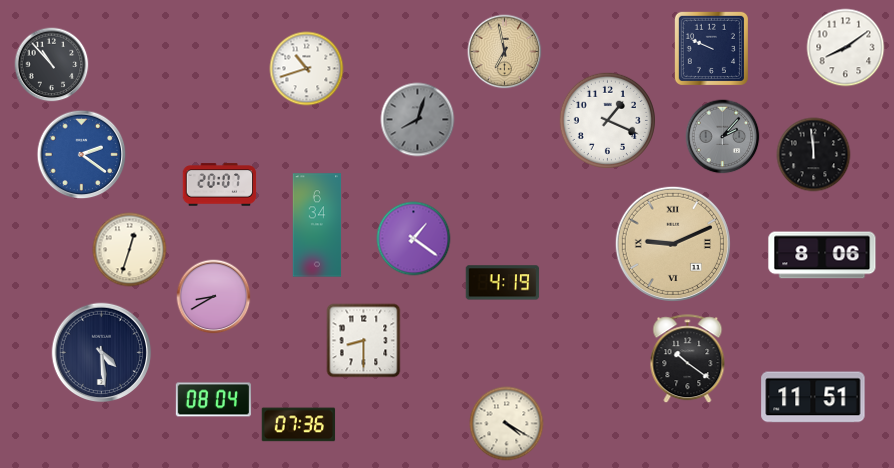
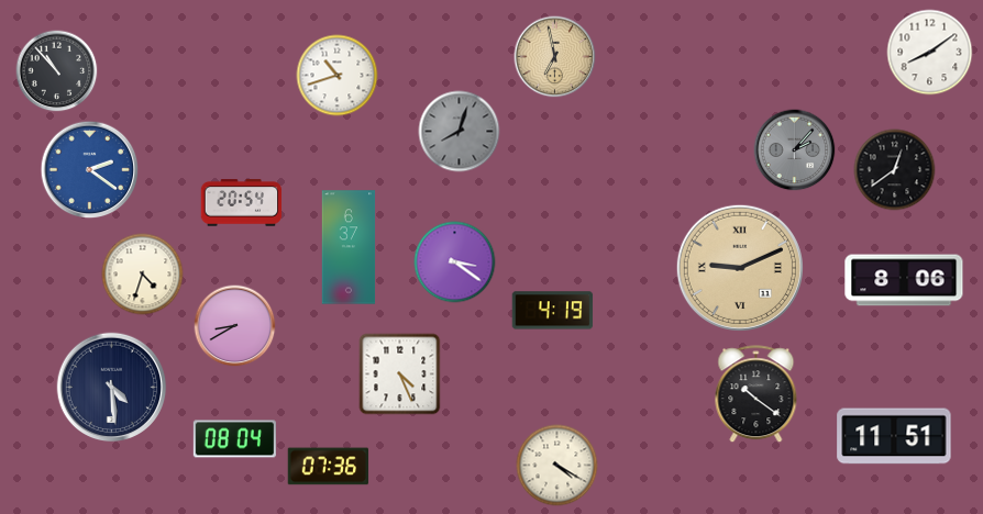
clock at (711, 48): 9:49 -> none
clock at (607, 120): 1:19 -> none
clock at (814, 155): 11:59 -> 12:39
clock at (220, 185): 20:07 -> 20:54
clock at (317, 225): 6:34 -> 6:37
clock at (414, 239): 1:21 -> 3:21
clock at (130, 250): 12:33 -> 4:33
clock at (364, 341): 8:30 -> 4:26
